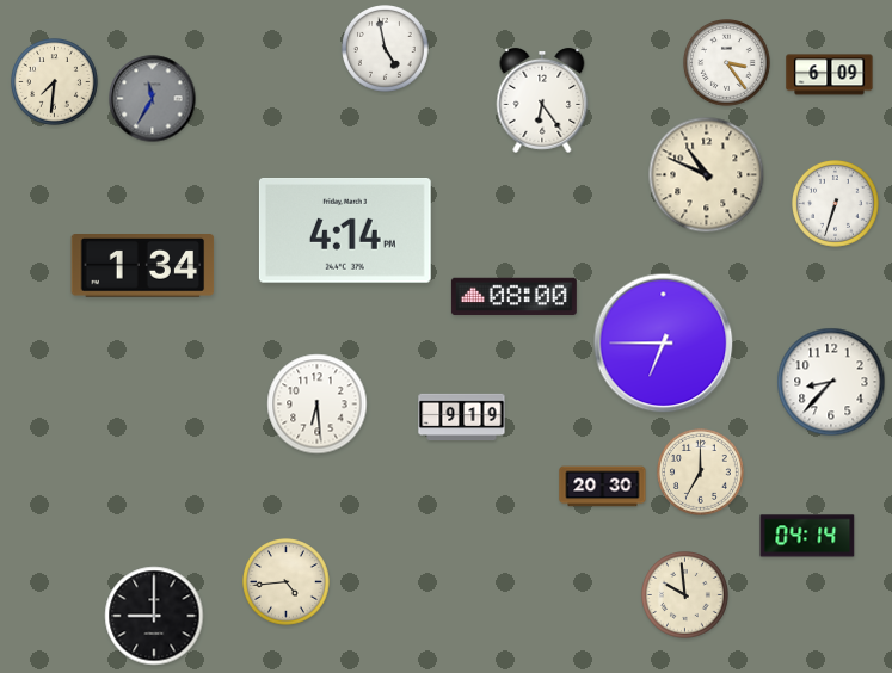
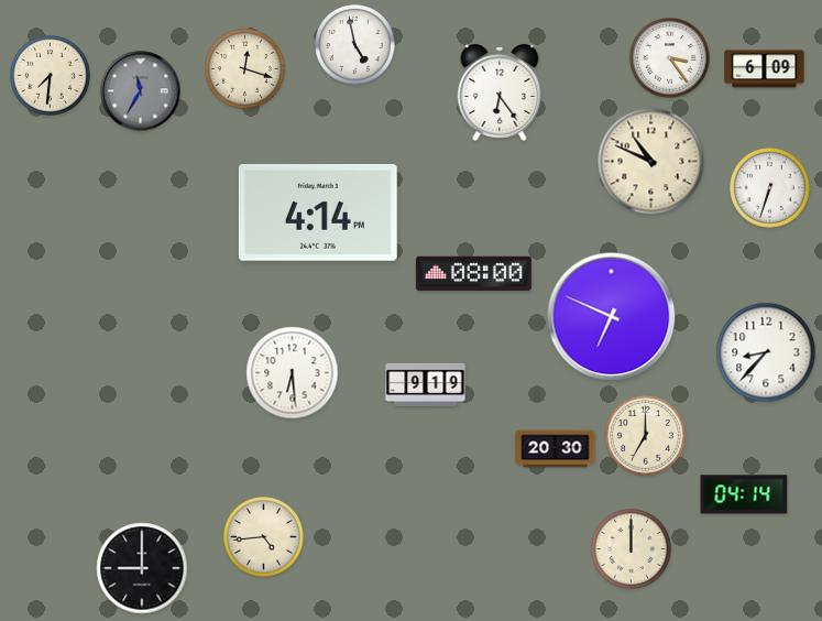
clock at (245, 69): none -> 12:18
clock at (143, 266): 1:34 -> none
clock at (664, 344): 6:45 -> 6:49
clock at (685, 595): 9:59 -> 12:00
